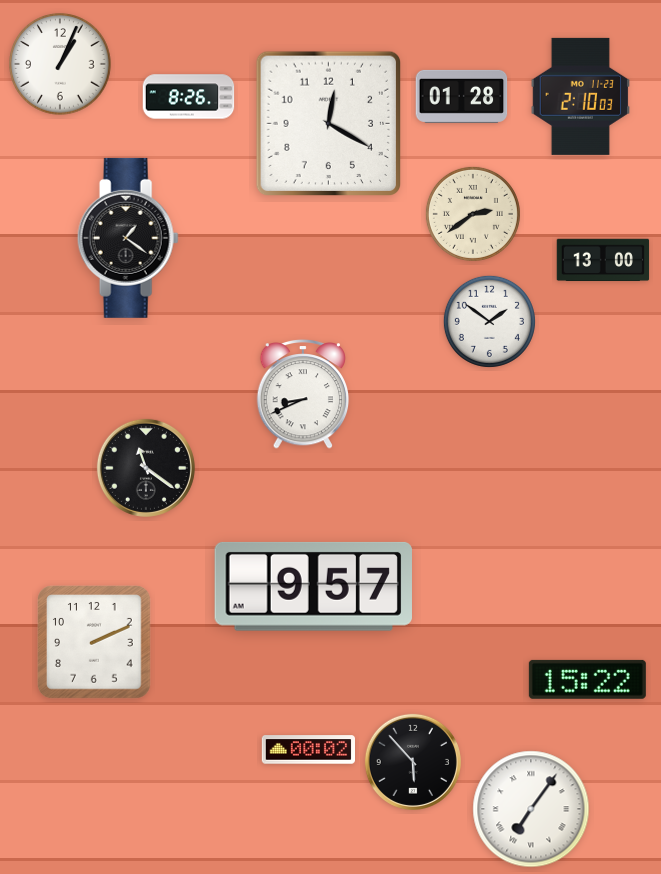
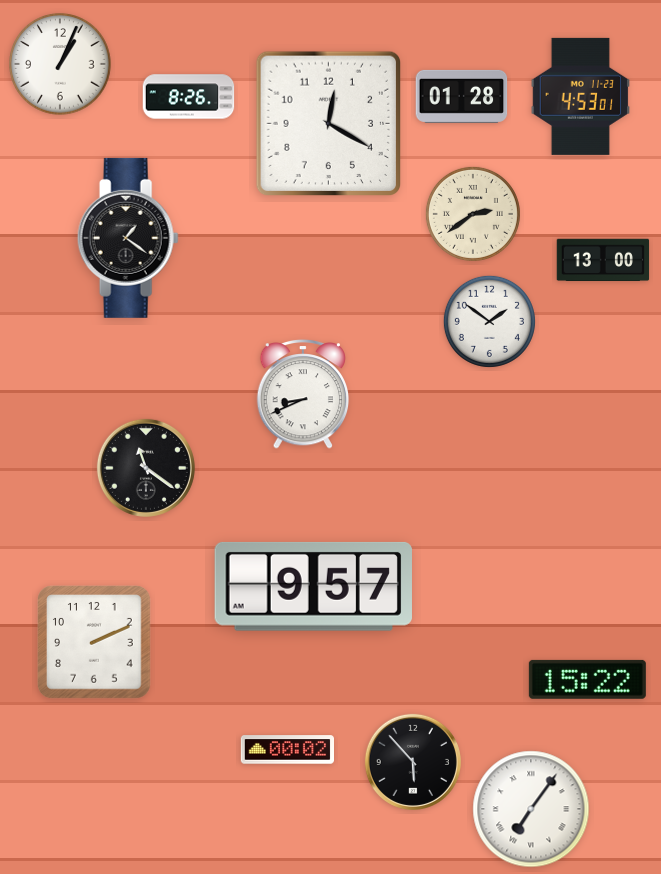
clock at (581, 96): 2:10 -> 4:53
clock at (308, 750) position: (308, 750) -> (287, 750)
